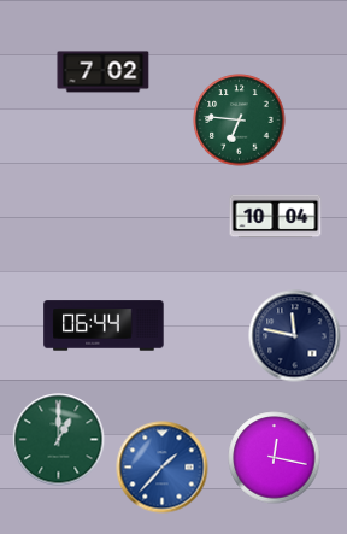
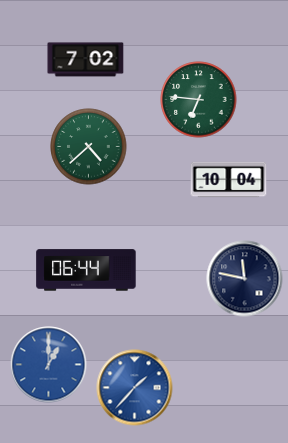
clock at (89, 147): none -> 4:38
clock at (59, 440) dial: green -> blue
clock at (275, 458): 12:17 -> none
